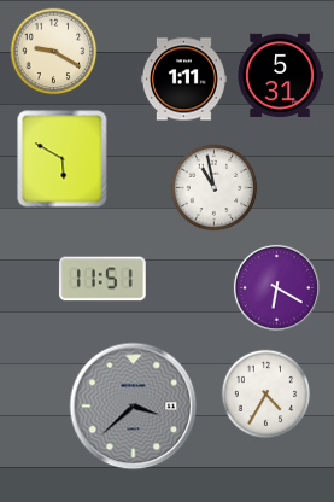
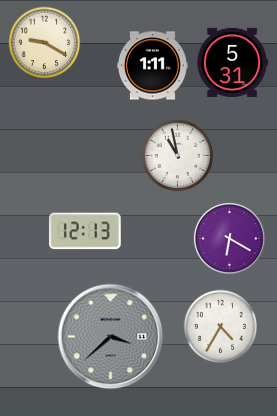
clock at (63, 159): 5:50 -> none
clock at (102, 279): 11:51 -> 12:13
